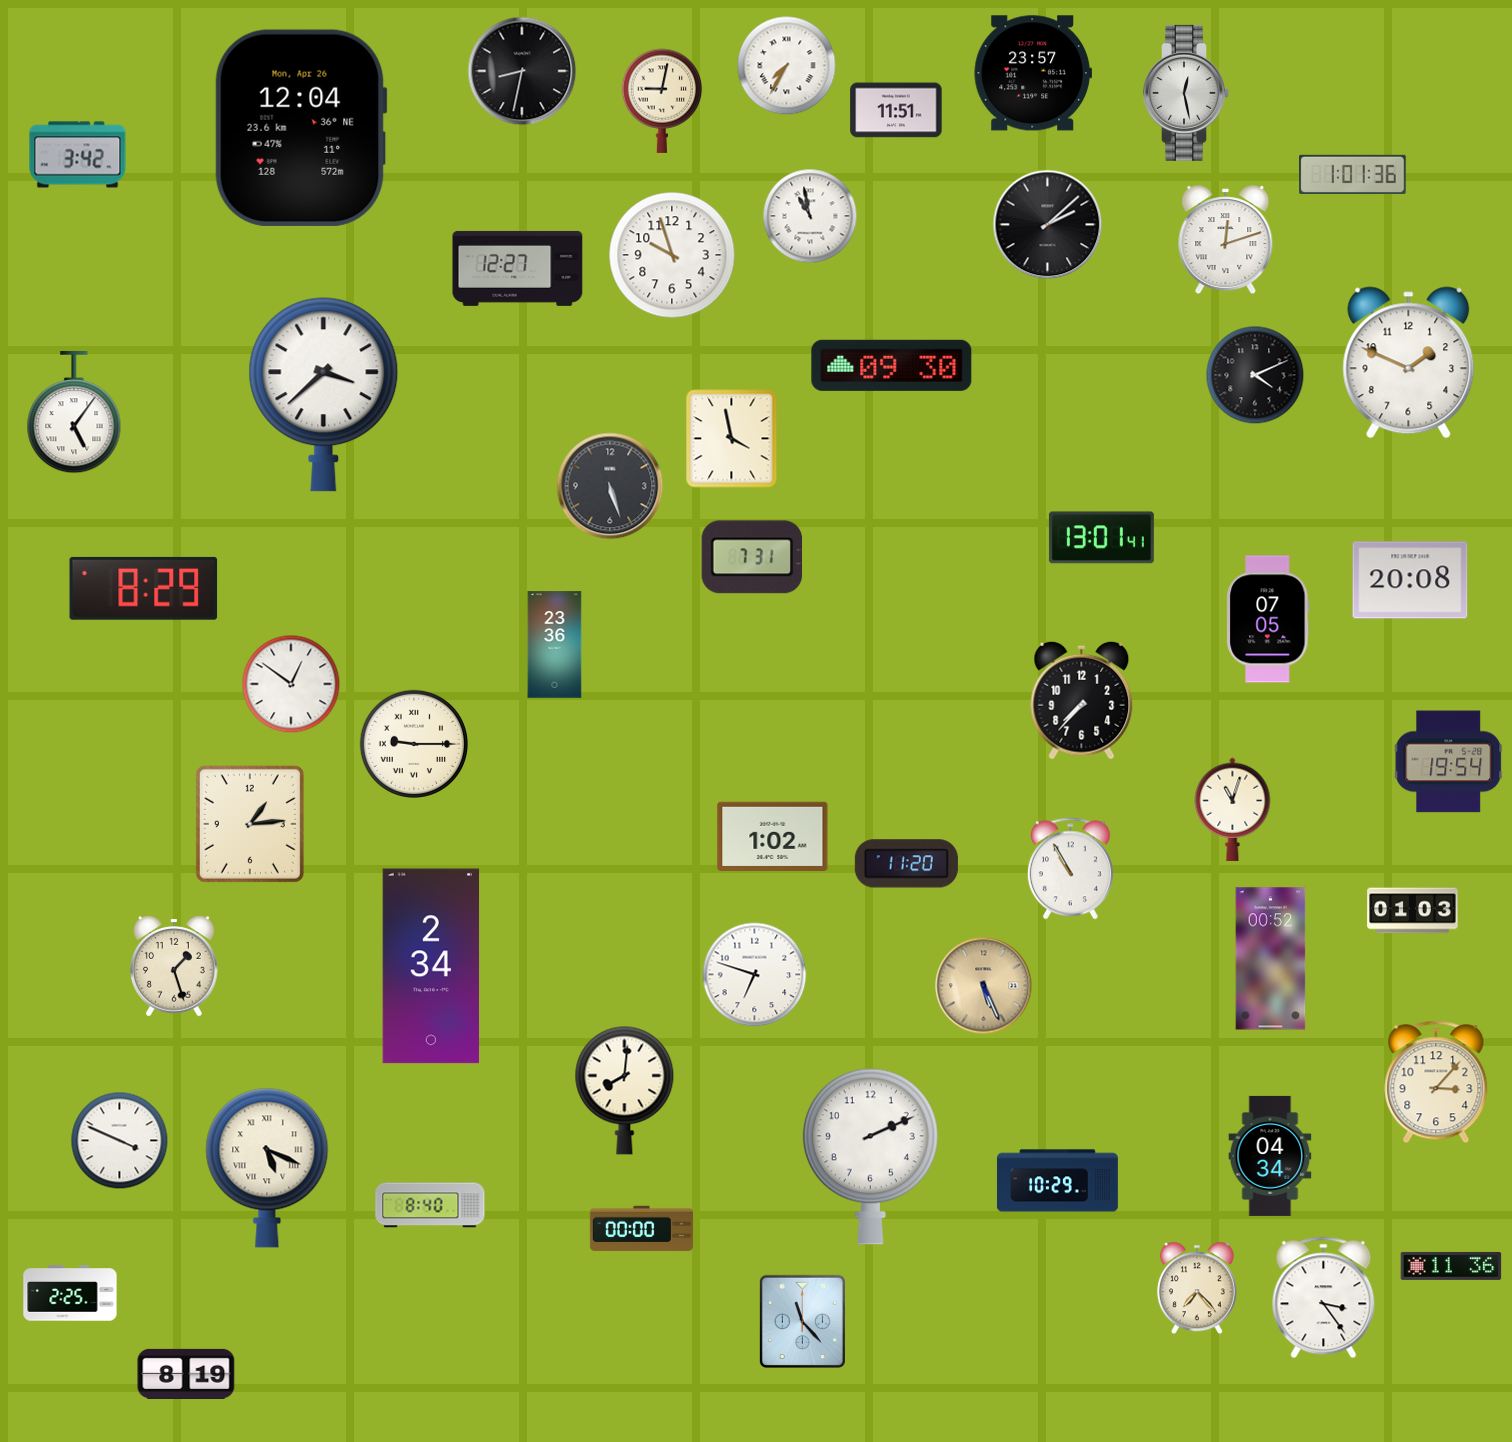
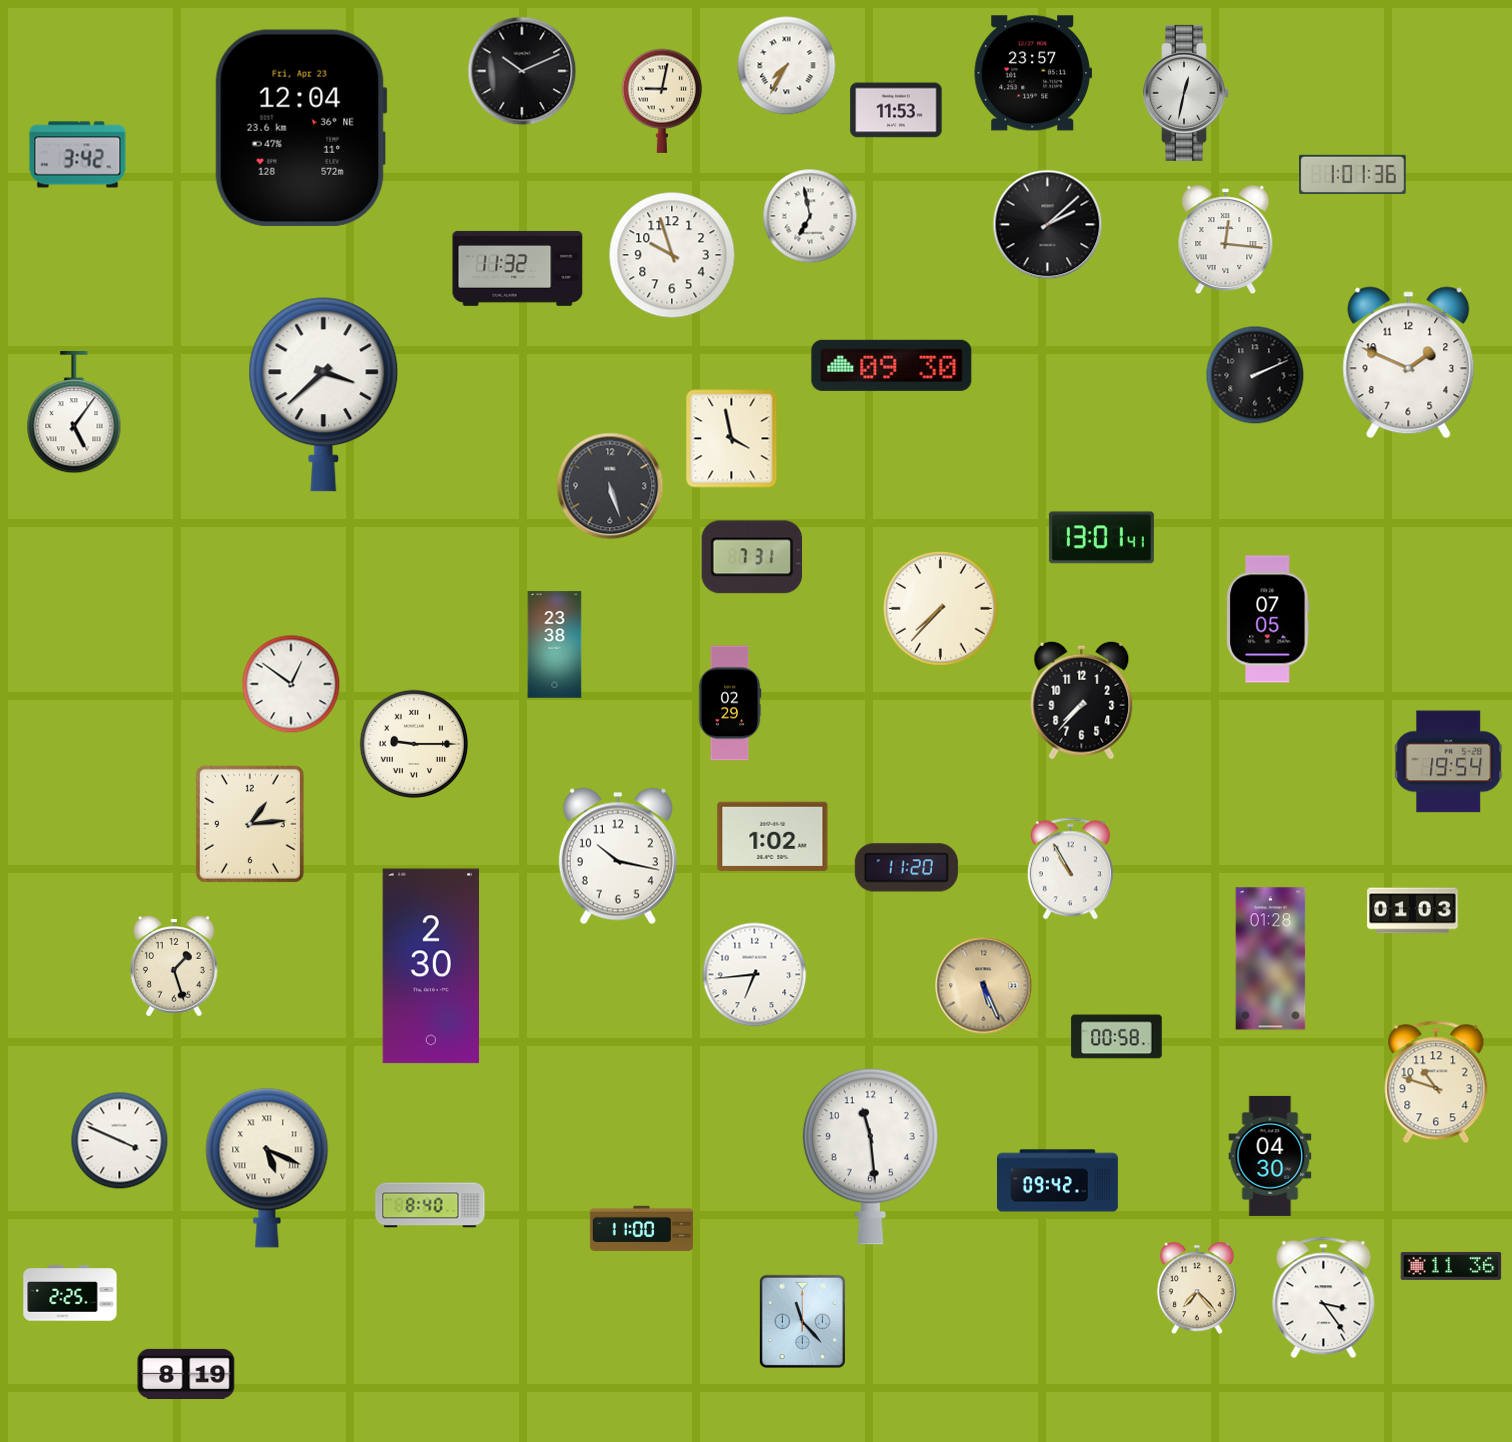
clock at (522, 71): 8:32 -> 10:11
clock at (1186, 93): 12:28 -> 12:32
clock at (896, 110): 11:51 -> 11:53
clock at (301, 128) date: Mon, Apr 26 -> Fri, Apr 23
clock at (810, 216): 10:58 -> 6:58
clock at (1226, 240): 12:12 -> 12:16
clock at (518, 268): 12:27 -> 11:32
clock at (1255, 375): 4:11 -> 2:11
clock at (1410, 580): 20:08 -> none
clock at (144, 588): 8:29 -> none
clock at (940, 608): none -> 7:37
clock at (555, 645): 23:36 -> 23:38
clock at (730, 703): none -> 02:29
clock at (1233, 809): 11:03 -> none
clock at (618, 856): none -> 10:17
clock at (906, 864) position: (906, 864) -> (906, 868)
clock at (1271, 959): 00:52 -> 01:28
clock at (431, 966): 2:34 -> 2:30
clock at (755, 975): 6:48 -> 6:44
clock at (1117, 1037): none -> 00:58
clock at (1436, 1082): 3:07 -> 10:48
clock at (625, 1090): 8:01 -> none
clock at (870, 1156): 2:11 -> 11:29
clock at (1270, 1156): 04:34 -> 04:30
clock at (1057, 1181): 10:29 -> 09:42
clock at (641, 1229): 00:00 -> 11:00
